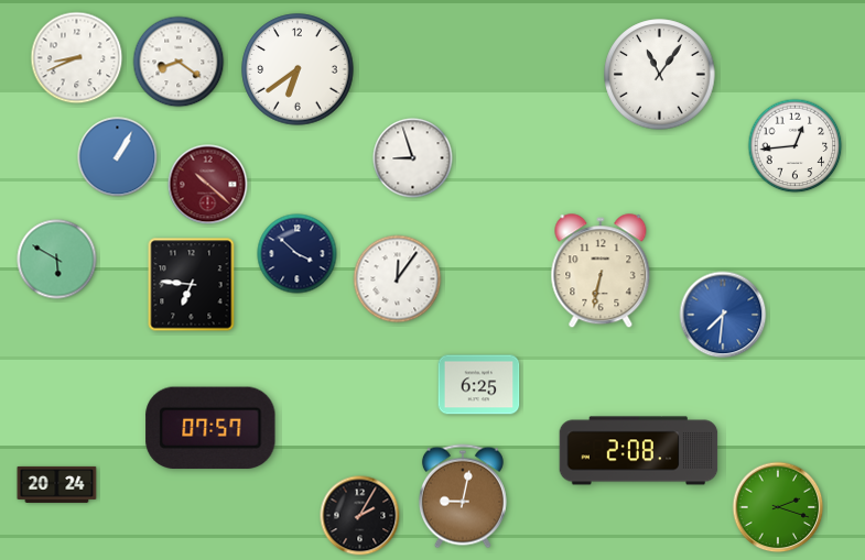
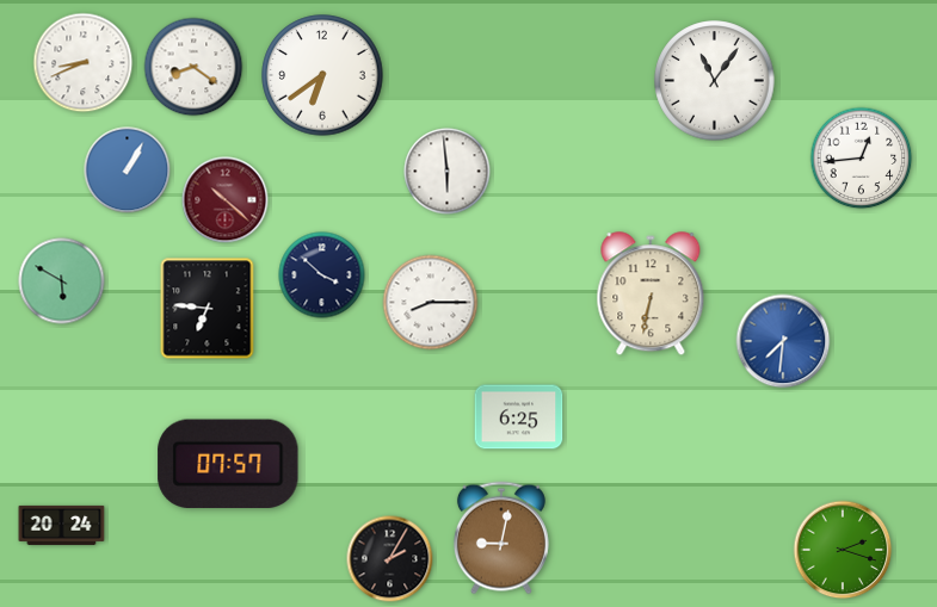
clock at (413, 158): 8:57 -> 5:59
clock at (398, 279): 12:06 -> 8:15
clock at (639, 451): 2:08 -> none
